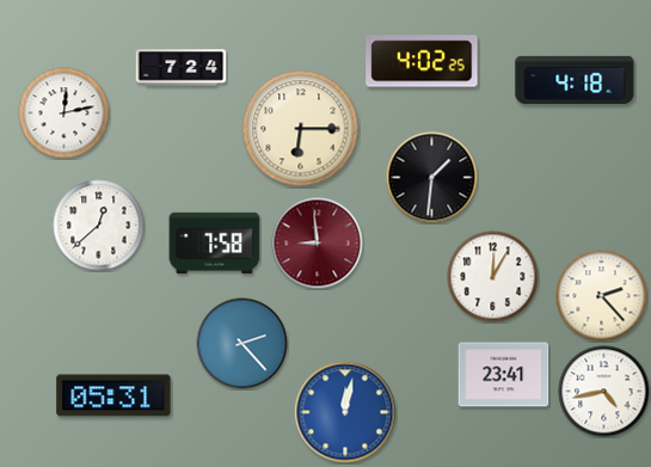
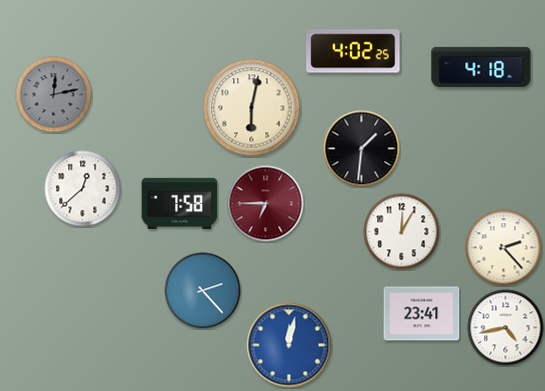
clock at (182, 68): 7:24 -> none
clock at (65, 113) dial: white -> grey
clock at (301, 129): 6:15 -> 6:02
clock at (318, 244): 8:59 -> 6:45
clock at (493, 277) position: (493, 277) -> (402, 232)
clock at (242, 344) position: (242, 344) -> (203, 291)
clock at (113, 395): 05:31 -> none
